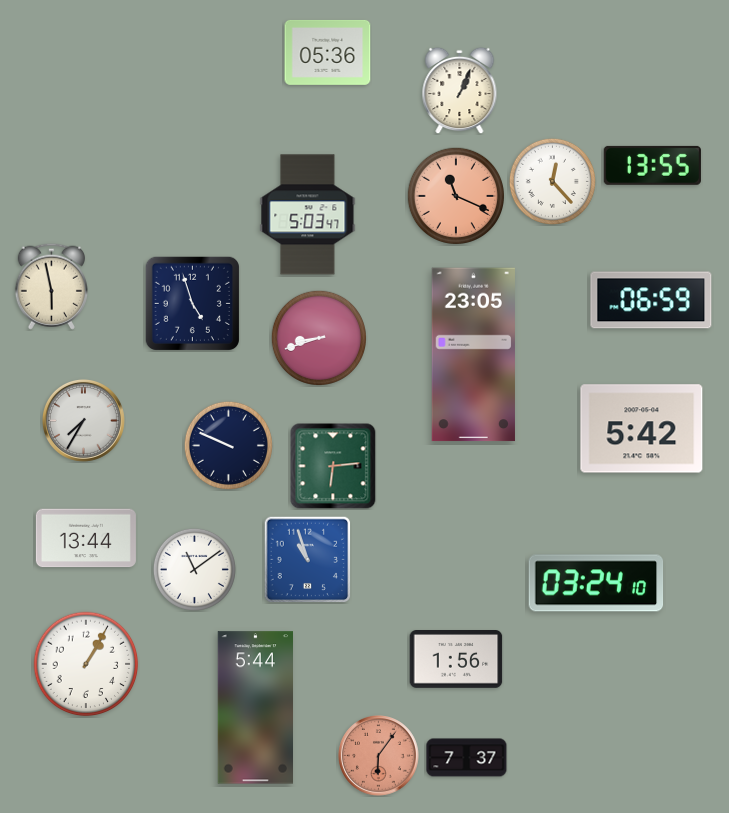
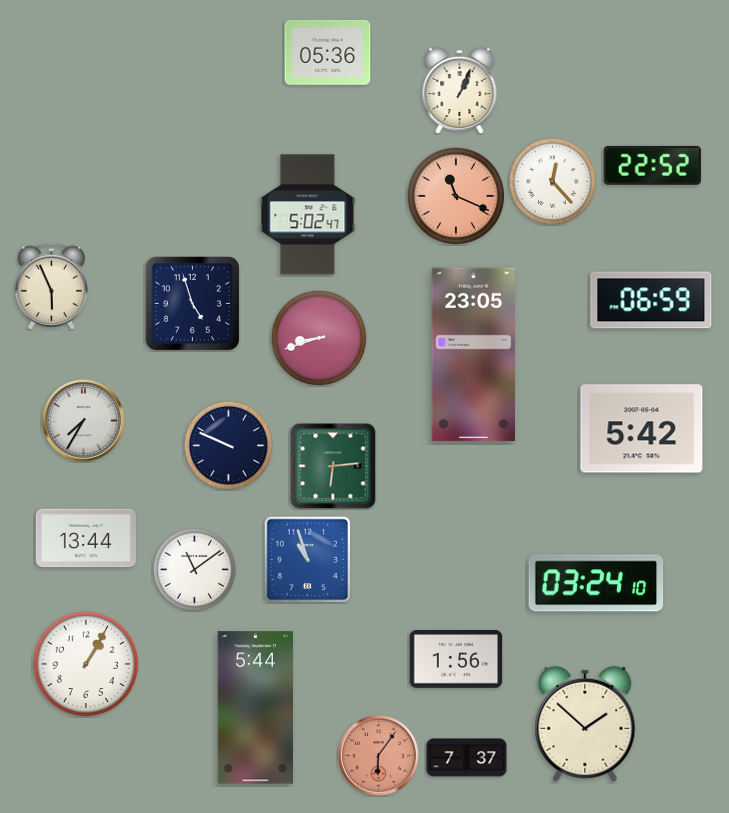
clock at (652, 165): 13:55 -> 22:52
clock at (308, 215): 5:03 -> 5:02
clock at (51, 286): 5:58 -> 5:56
clock at (585, 724): none -> 1:52
